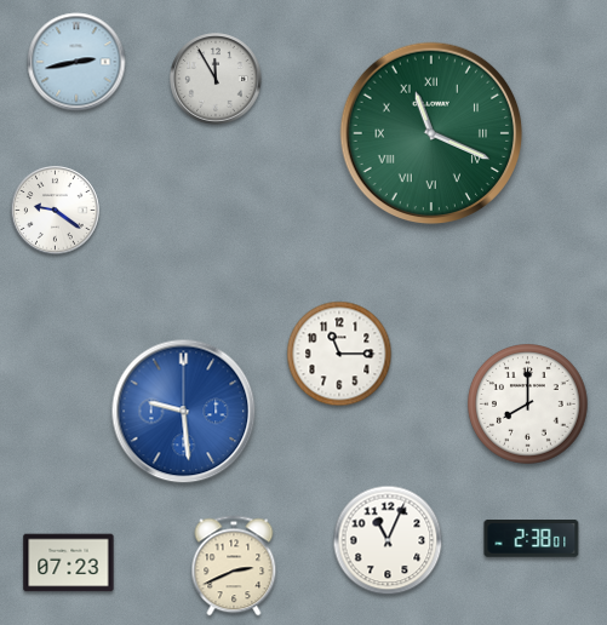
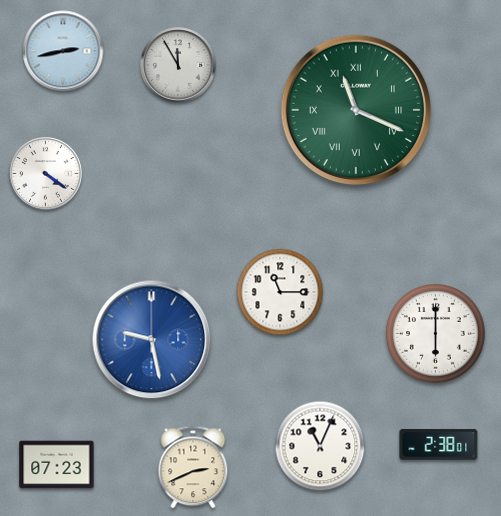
clock at (56, 211): 9:21 -> 4:21
clock at (528, 405): 8:00 -> 6:00
clock at (184, 412): 9:29 -> 9:28
